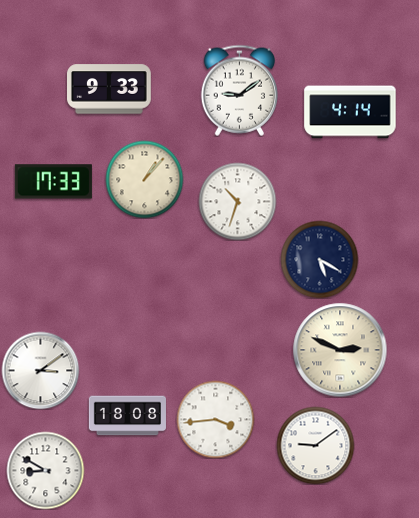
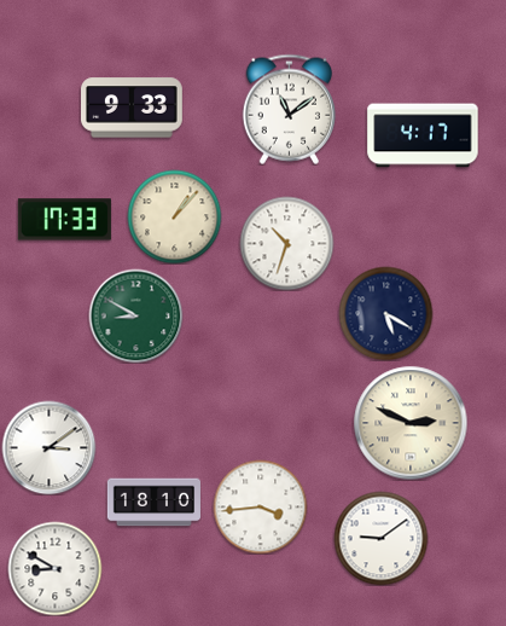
clock at (239, 90): 9:09 -> 11:09
clock at (350, 112): 4:14 -> 4:17
clock at (135, 315): none -> 8:50
clock at (127, 416): 18:08 -> 18:10
